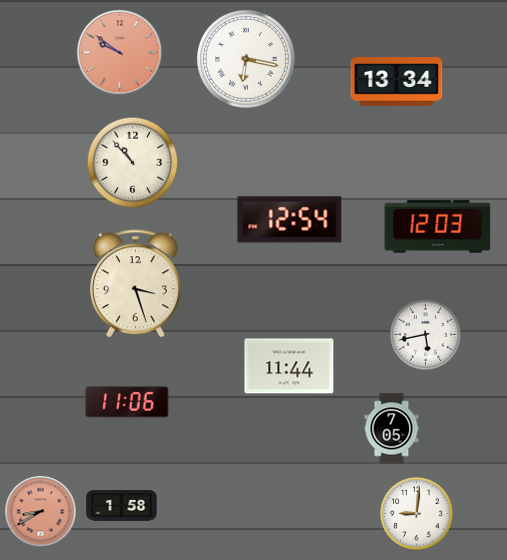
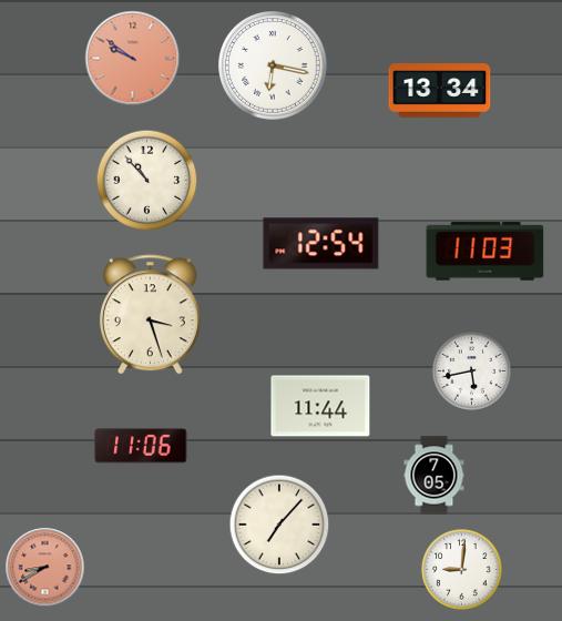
clock at (438, 227): 12:03 -> 11:03
clock at (279, 525): none -> 7:07
clock at (122, 506): 1:58 -> none
